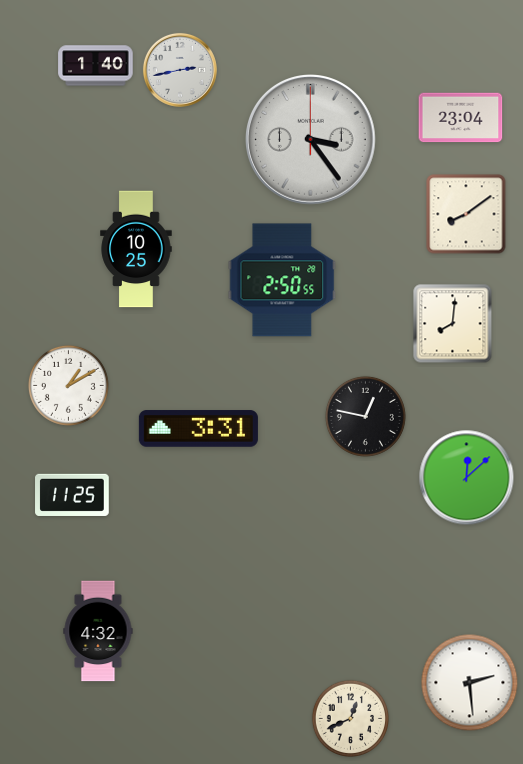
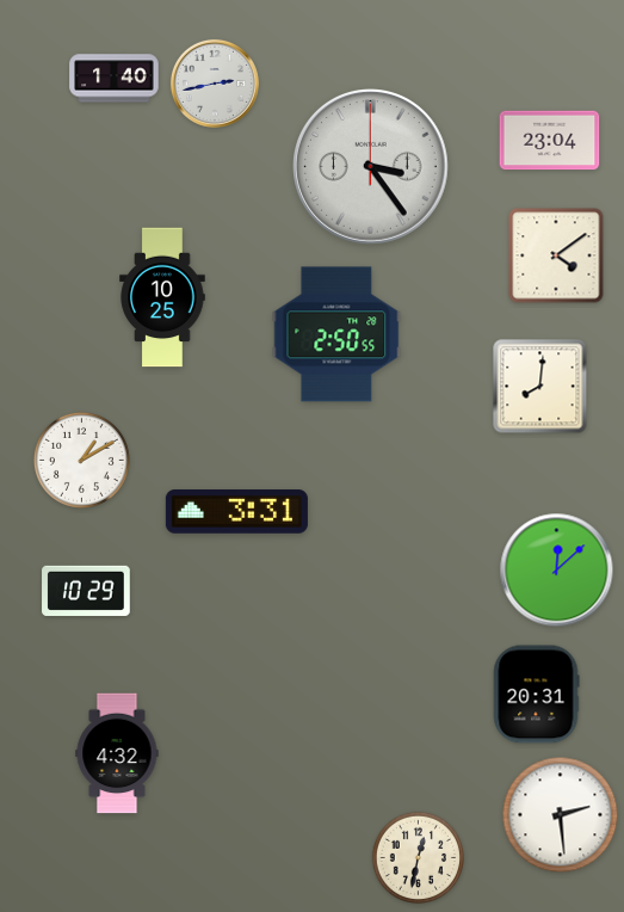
clock at (466, 214): 8:09 -> 4:09
clock at (365, 416): 12:47 -> none
clock at (72, 495): 11:25 -> 10:29
clock at (536, 695): none -> 20:31
clock at (350, 718): 12:41 -> 12:32
